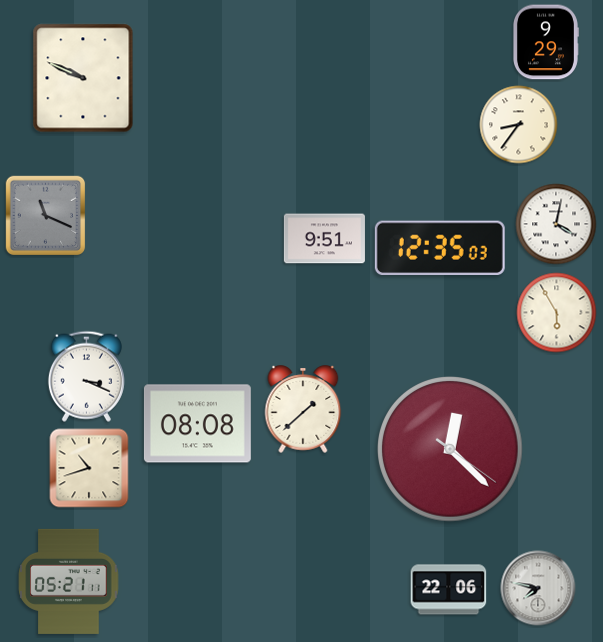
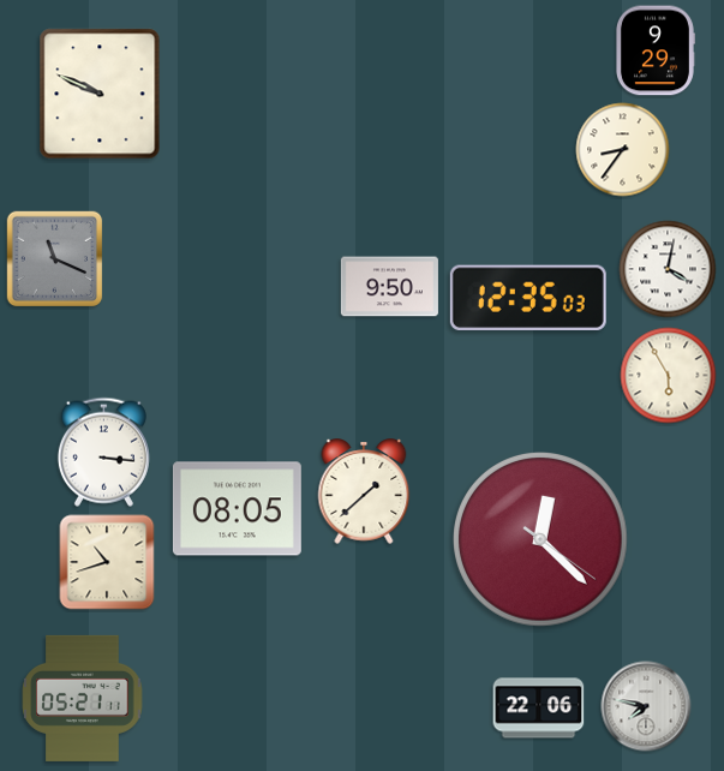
clock at (324, 239): 9:51 -> 9:50
clock at (86, 376): 3:19 -> 3:16
clock at (197, 424): 08:08 -> 08:05
